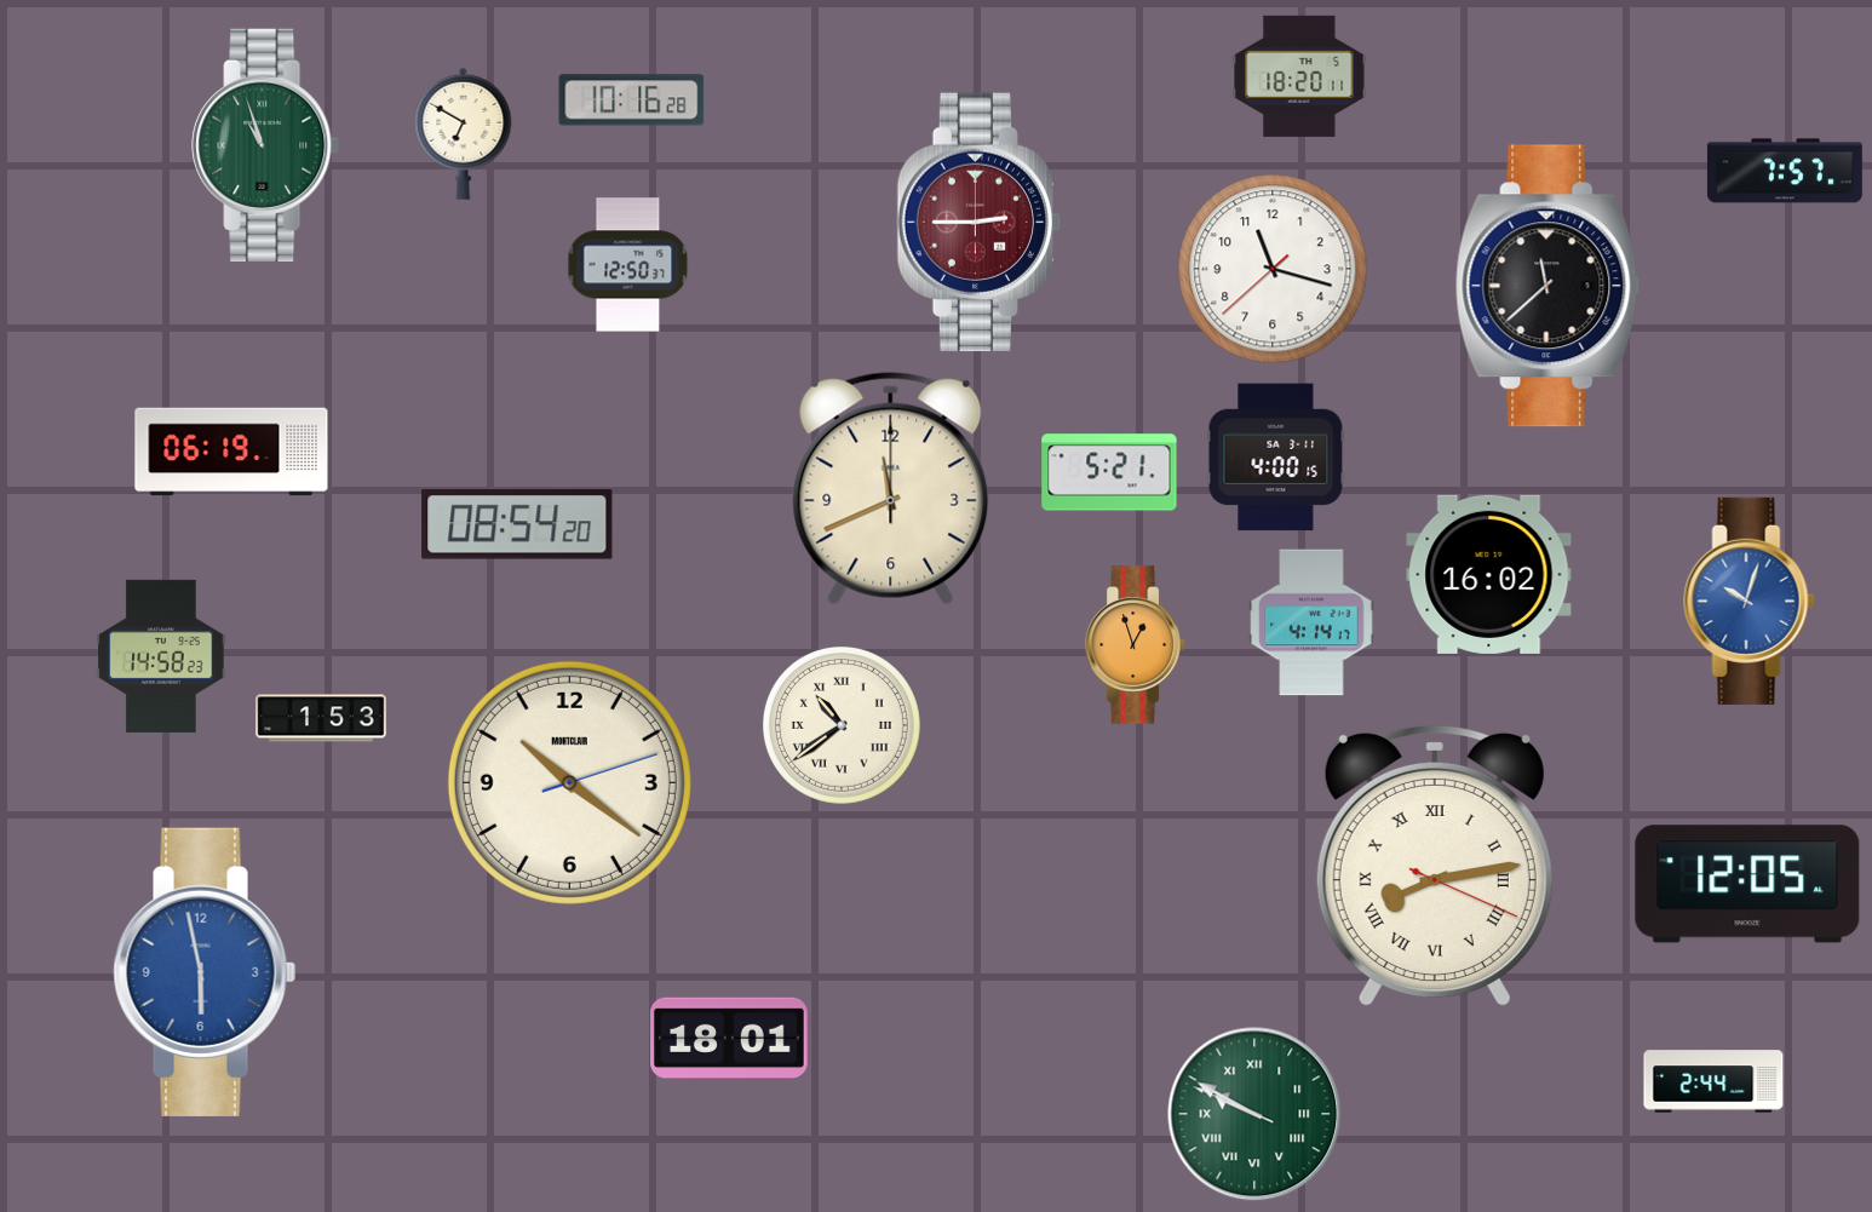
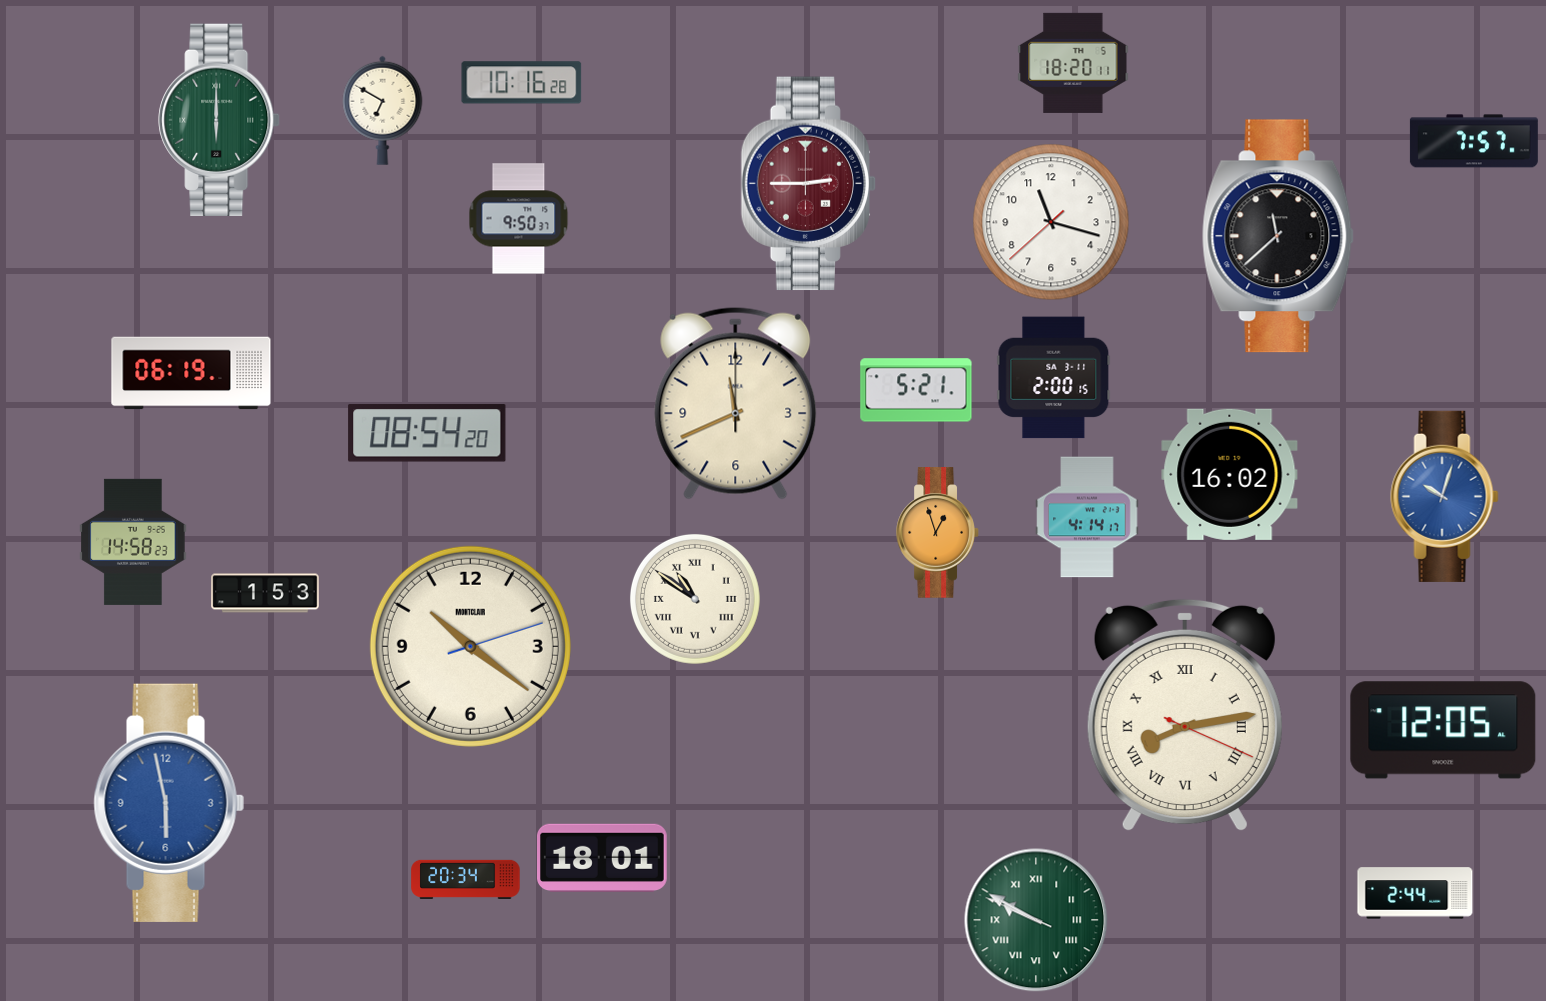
clock at (265, 145): 10:57 -> 6:00
clock at (628, 265): 12:50 -> 9:50
clock at (1276, 458): 4:00 -> 2:00
clock at (1311, 622) position: (1311, 622) -> (1087, 517)
clock at (842, 725): 10:39 -> 10:51
clock at (466, 879): none -> 20:34
